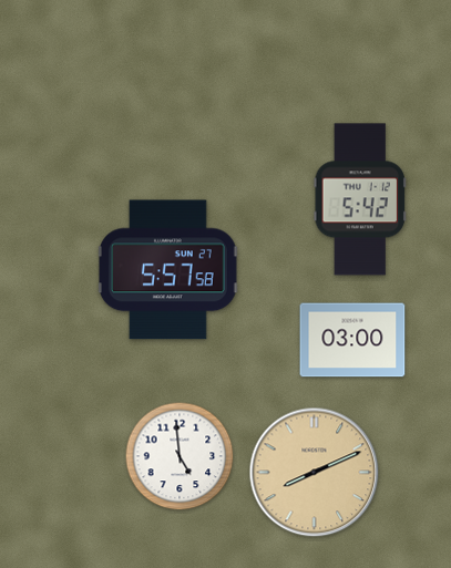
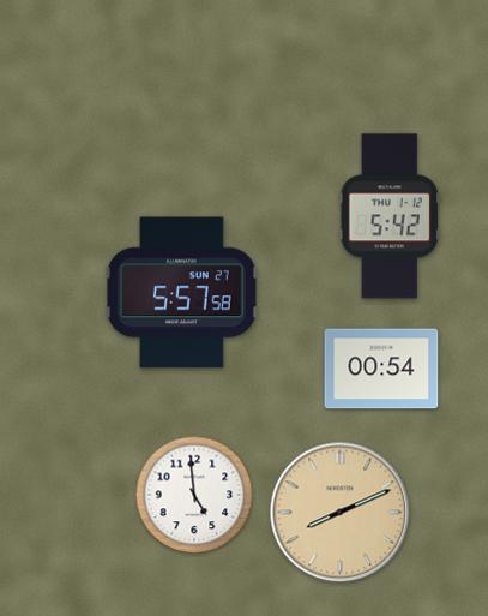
clock at (352, 340): 03:00 -> 00:54
